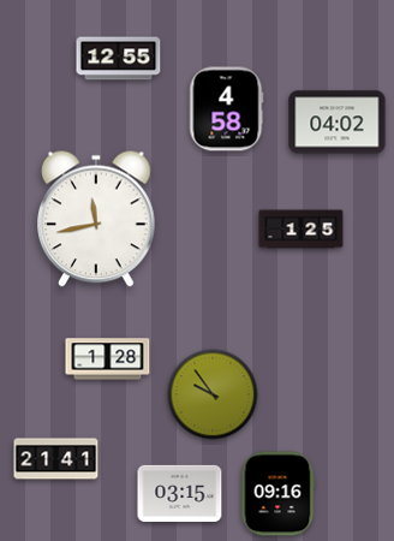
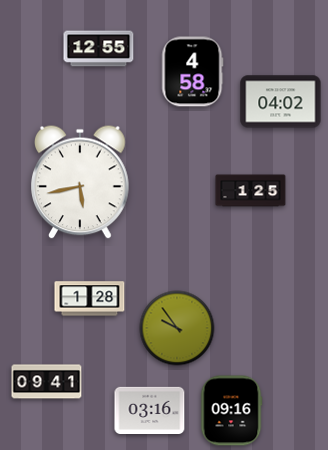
clock at (226, 109) position: (226, 109) -> (192, 72)
clock at (97, 219): 11:43 -> 5:43
clock at (56, 459): 21:41 -> 09:41
clock at (180, 493): 03:15 -> 03:16
